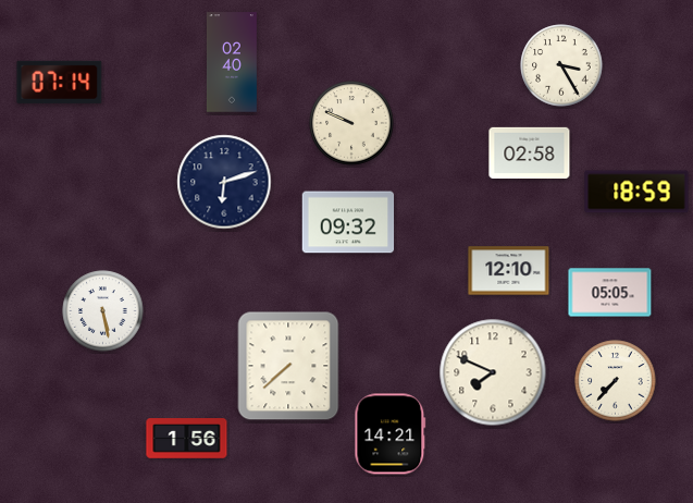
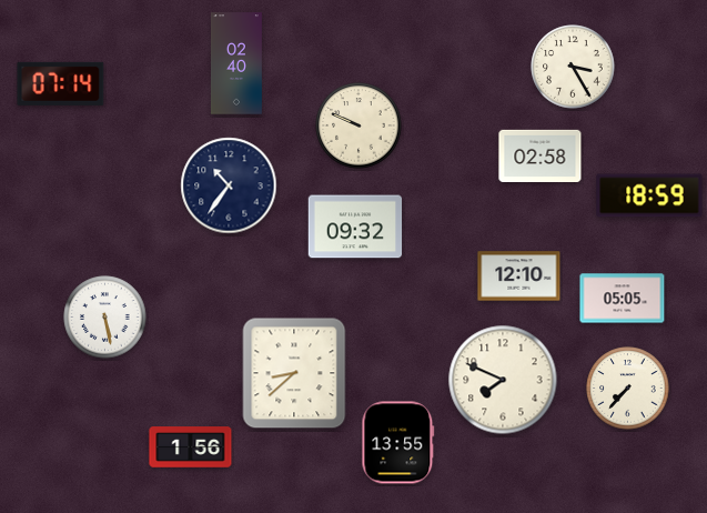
clock at (224, 182): 6:12 -> 10:36
clock at (288, 366): 7:38 -> 8:38
clock at (391, 434): 14:21 -> 13:55
